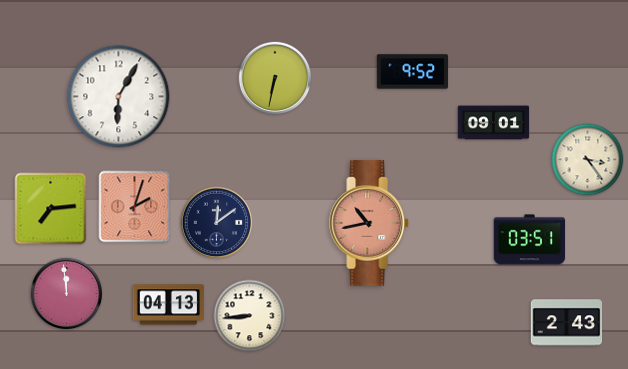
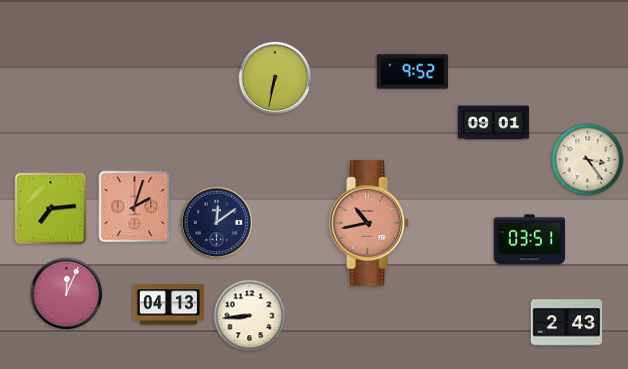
clock at (119, 97): 6:05 -> none
clock at (67, 294): 11:59 -> 12:04
